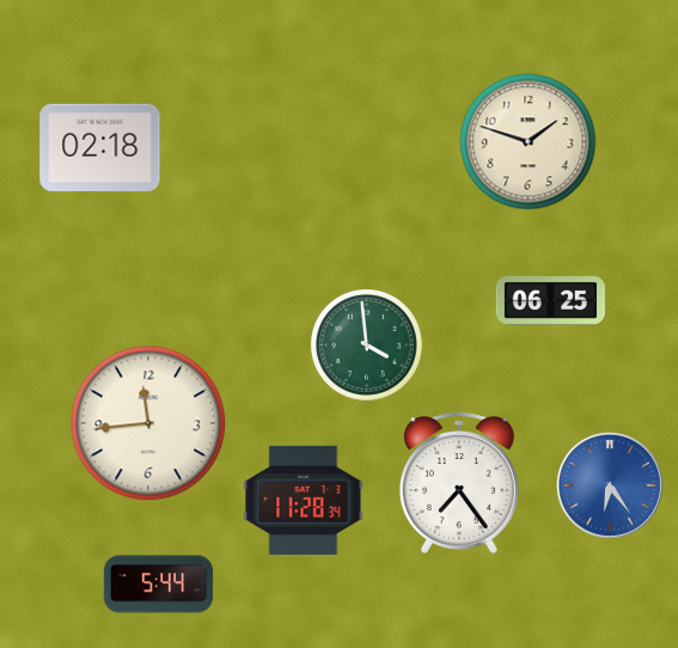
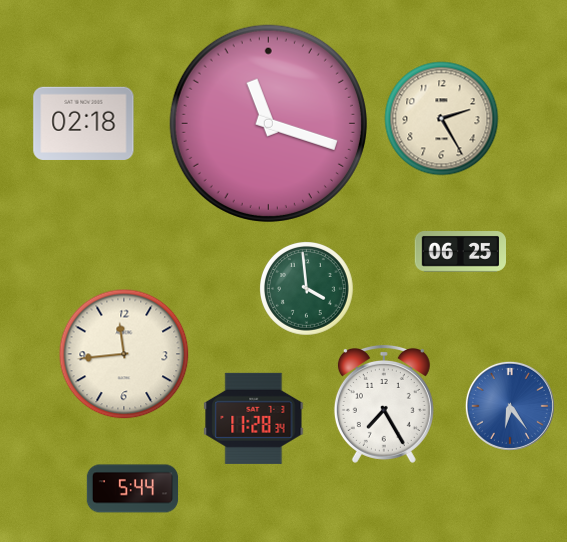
clock at (529, 142): 1:48 -> 2:25
clock at (268, 123): none -> 11:18
clock at (459, 483): 7:24 -> 7:25
